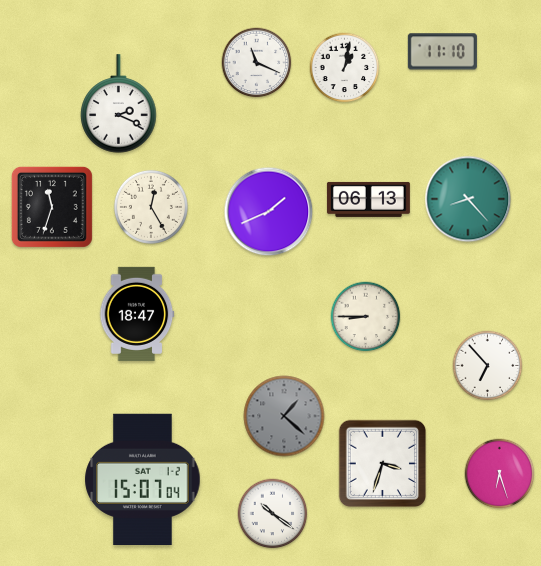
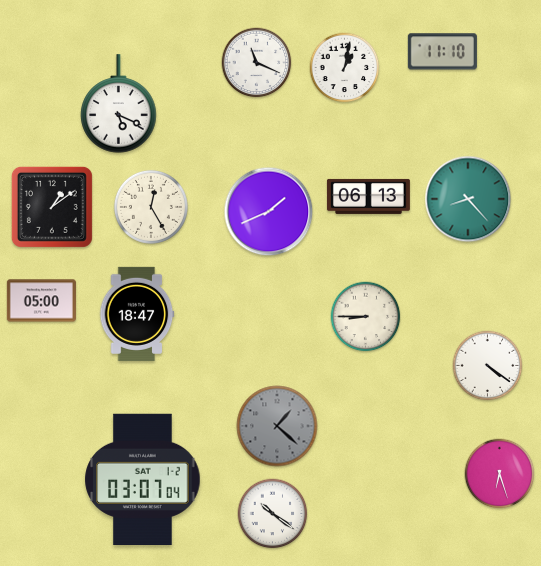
clock at (119, 104): 2:19 -> 5:19
clock at (368, 199) position: (368, 199) -> (368, 196)
clock at (52, 207): 11:33 -> 1:09
clock at (41, 301): none -> 05:00
clock at (488, 366): 6:53 -> 4:21
clock at (284, 416) position: (284, 416) -> (277, 426)
clock at (383, 464): 3:33 -> none
clock at (143, 479): 15:07 -> 03:07
